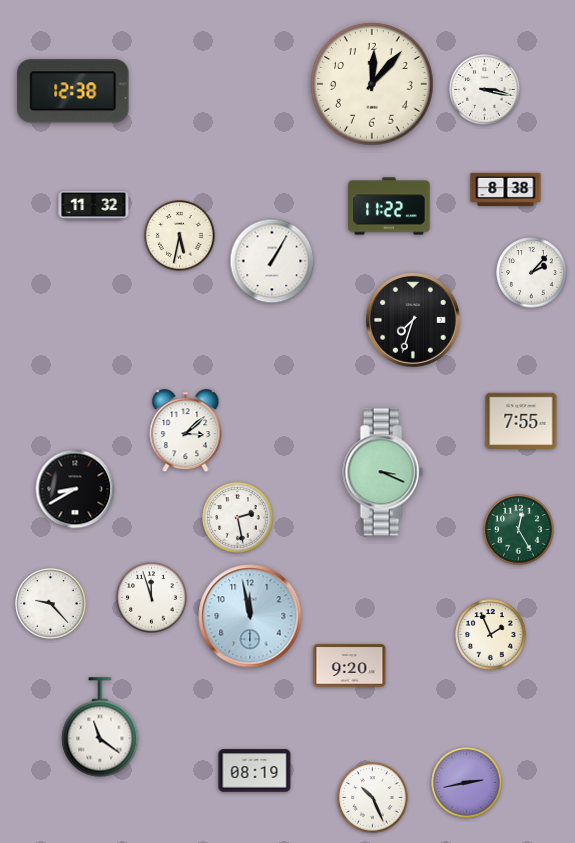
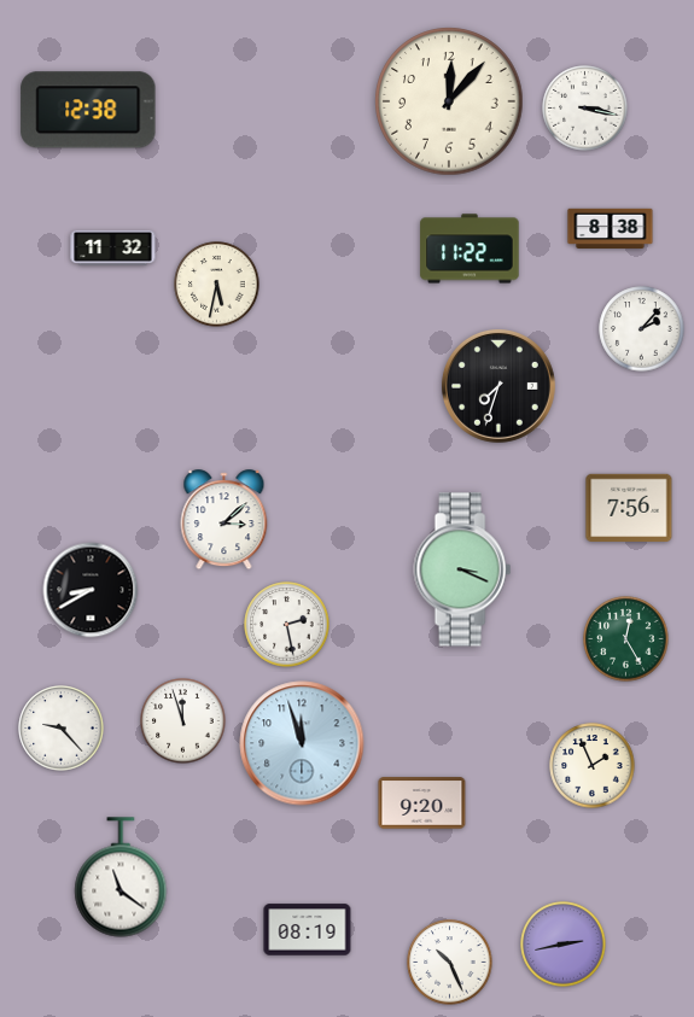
clock at (272, 261): 1:05 -> none
clock at (521, 421): 7:55 -> 7:56
clock at (250, 616): 11:58 -> 11:57
